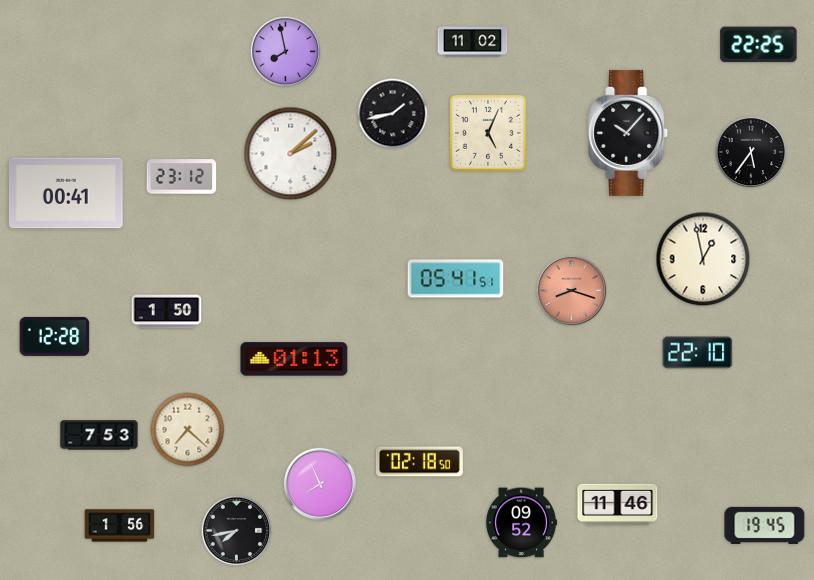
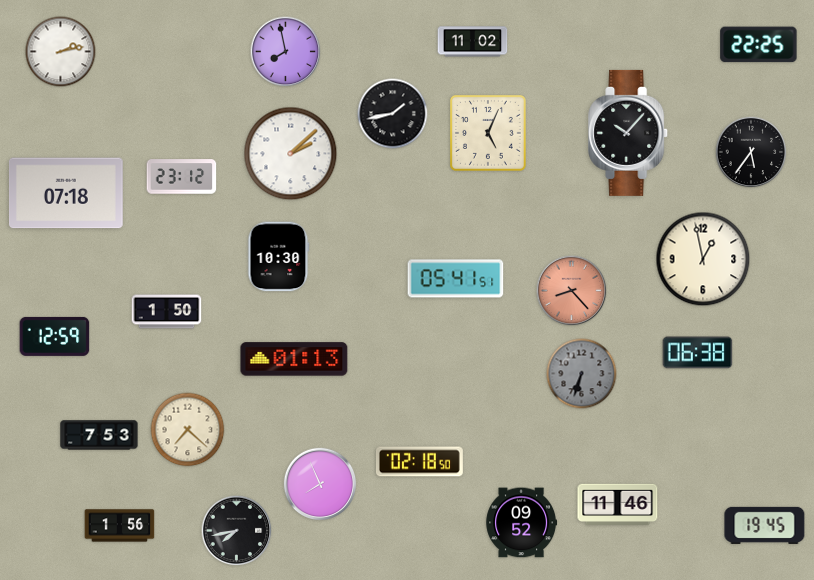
clock at (61, 52): none -> 2:13
clock at (66, 193): 00:41 -> 07:18
clock at (279, 257): none -> 10:30
clock at (572, 291): 8:18 -> 8:23
clock at (55, 336): 12:28 -> 12:59
clock at (698, 353): 22:10 -> 06:38
clock at (582, 374): none -> 6:33
